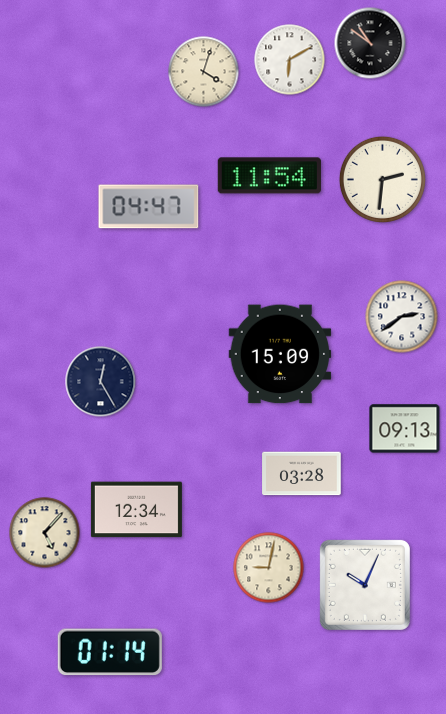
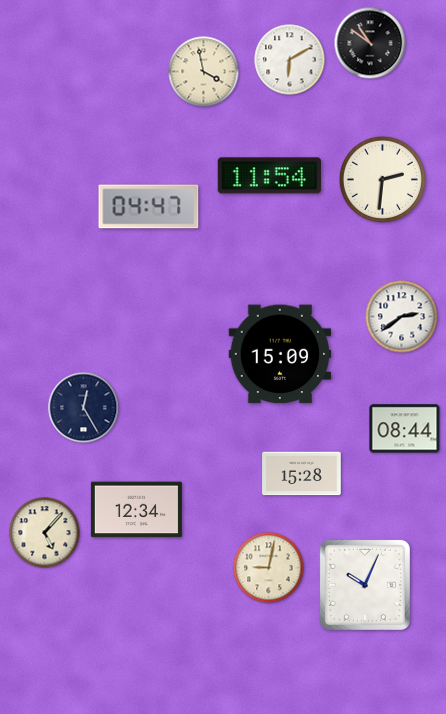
clock at (204, 72): 4:03 -> 3:58
clock at (101, 382) position: (101, 382) -> (84, 408)
clock at (405, 429): 09:13 -> 08:44
clock at (302, 474): 03:28 -> 15:28
clock at (110, 652): 01:14 -> none
